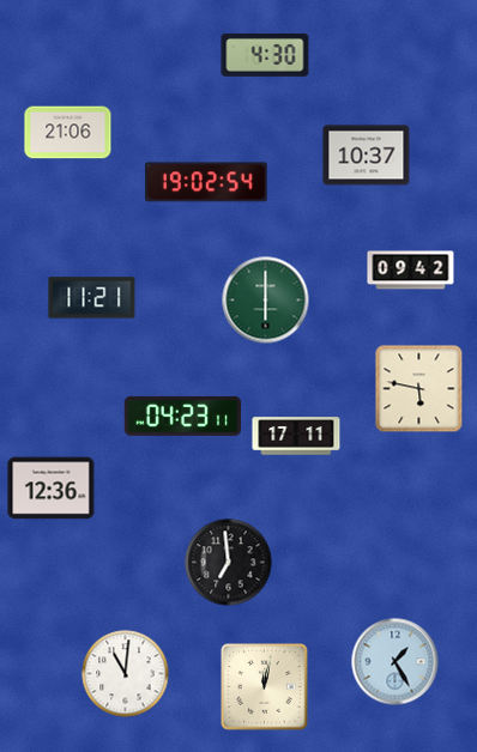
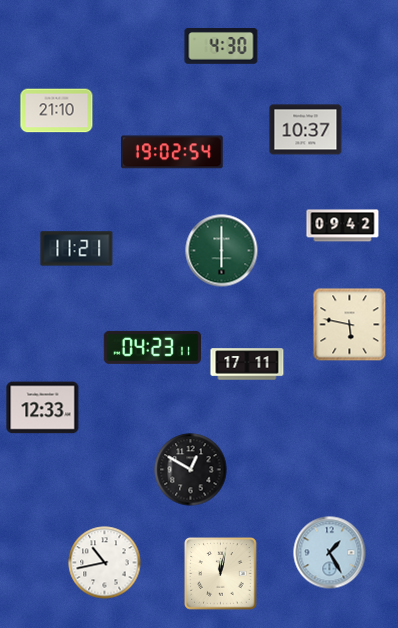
clock at (68, 133): 21:06 -> 21:10
clock at (52, 489): 12:36 -> 12:33
clock at (229, 563): 6:59 -> 12:50
clock at (126, 674): 11:01 -> 10:43
